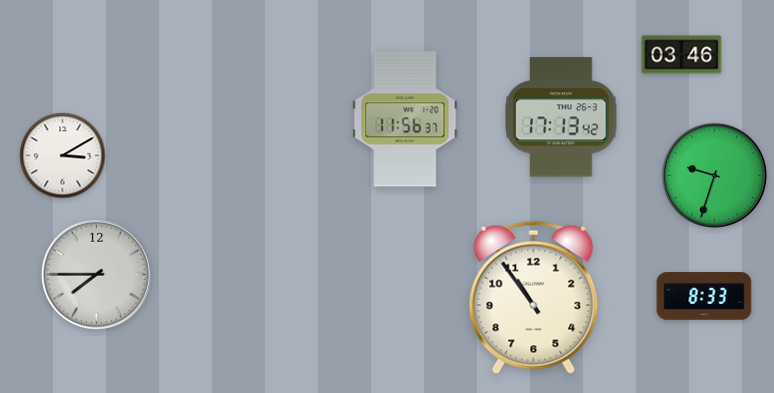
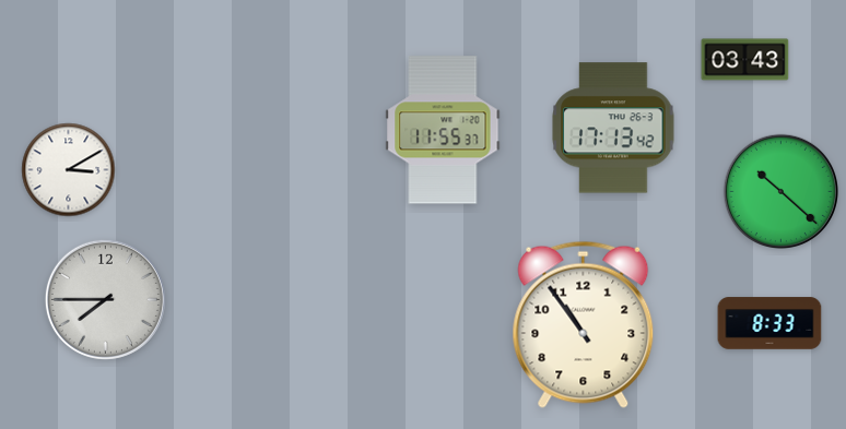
clock at (682, 55): 03:46 -> 03:43
clock at (405, 119): 11:56 -> 11:55
clock at (714, 175): 9:33 -> 10:22
